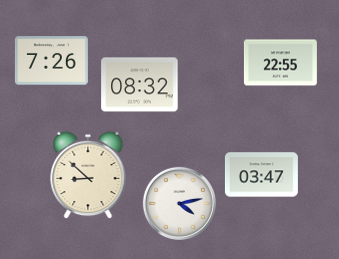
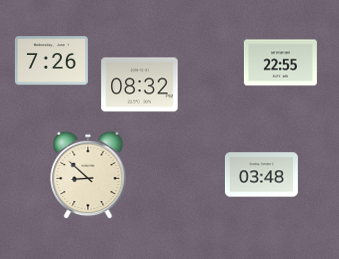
clock at (261, 175): 03:47 -> 03:48
clock at (179, 203): 4:13 -> none
